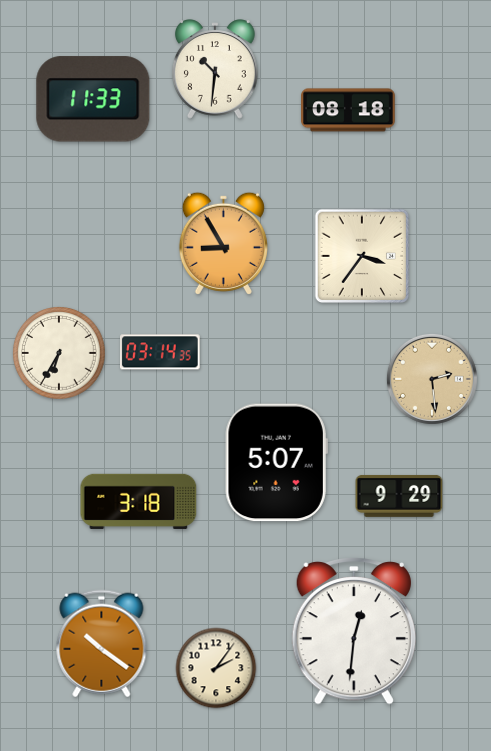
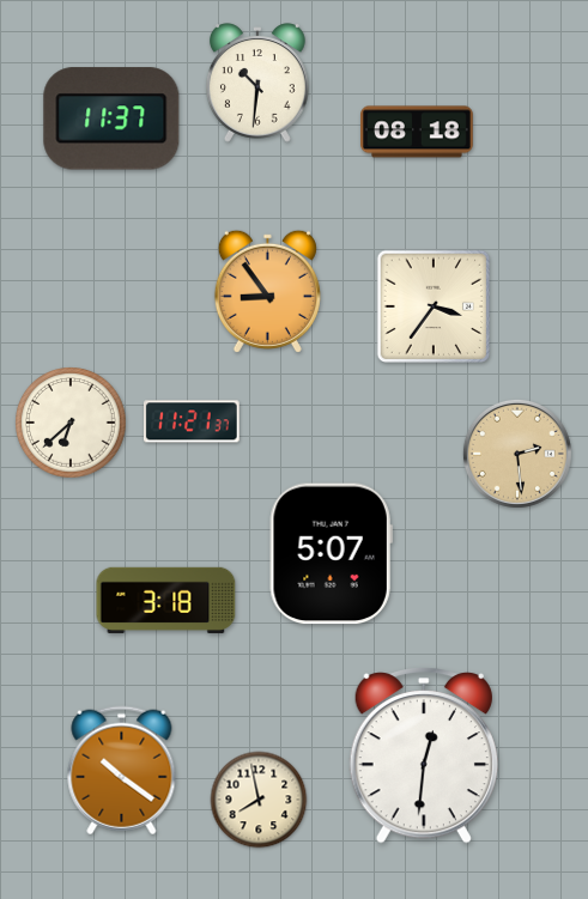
clock at (93, 99): 11:33 -> 11:37
clock at (223, 243): 8:55 -> 8:54
clock at (161, 352): 03:14 -> 11:21
clock at (59, 353): 6:35 -> 6:38
clock at (399, 496): 9:29 -> none
clock at (216, 668): 2:06 -> 7:58
